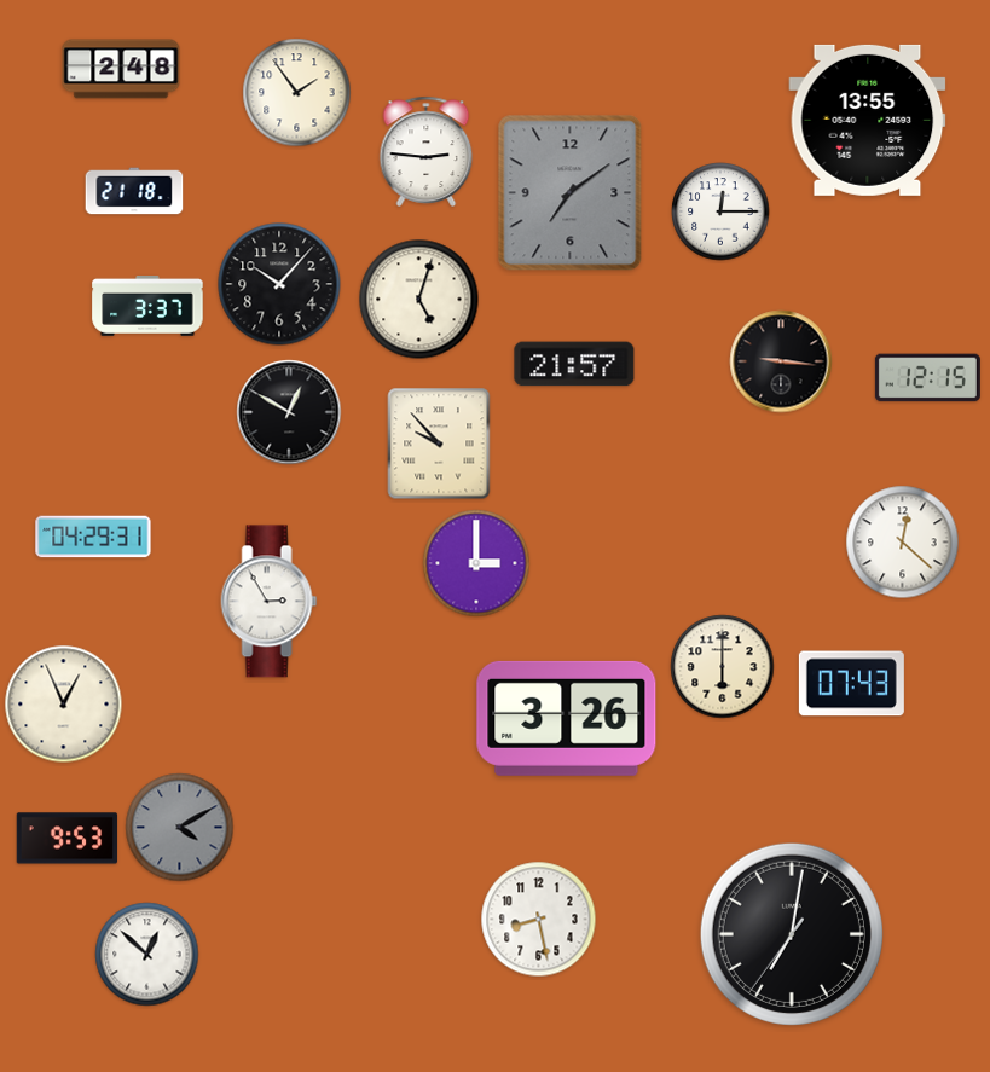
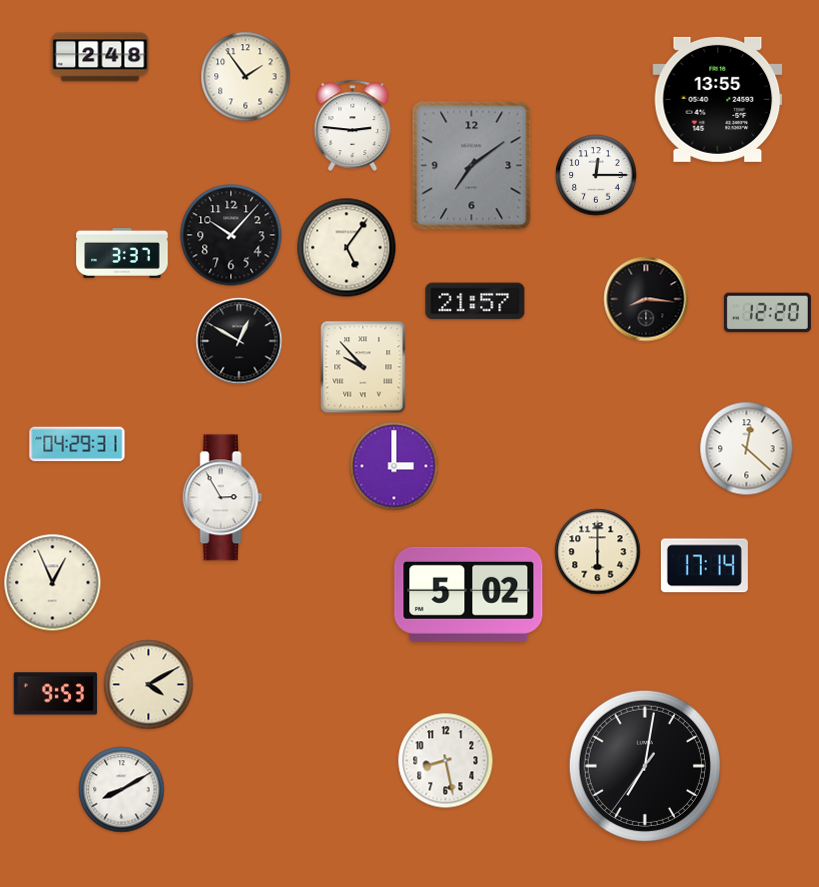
clock at (134, 191): 21:18 -> none
clock at (571, 193) position: (571, 193) -> (472, 166)
clock at (419, 300): 5:03 -> 5:06
clock at (781, 361): 9:16 -> 8:16
clock at (927, 378): 12:15 -> 12:20
clock at (851, 684): 07:43 -> 17:14
clock at (567, 718): 3:26 -> 5:02
clock at (180, 828) dial: grey -> cream
clock at (792, 934) position: (792, 934) -> (645, 766)
clock at (147, 955): 12:52 -> 8:10
